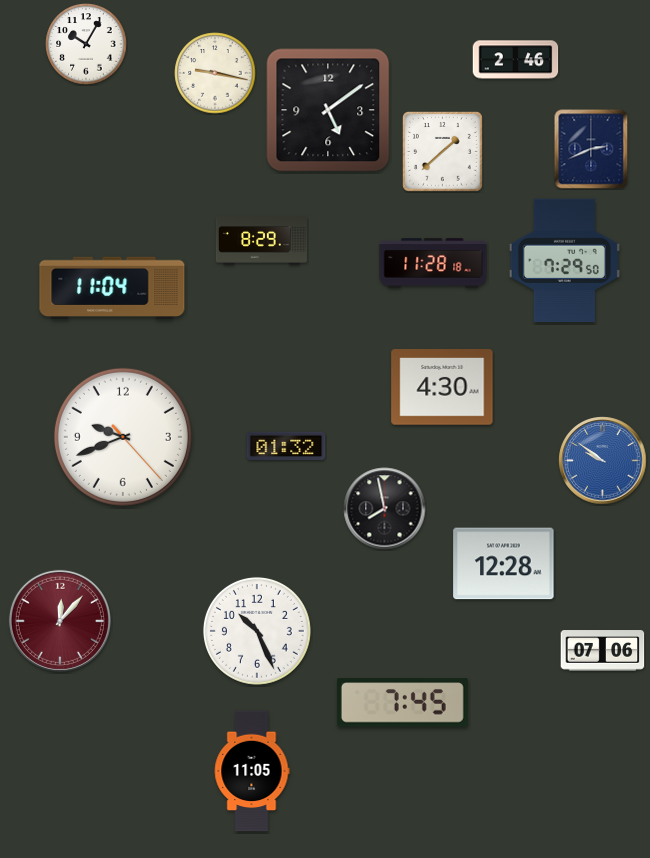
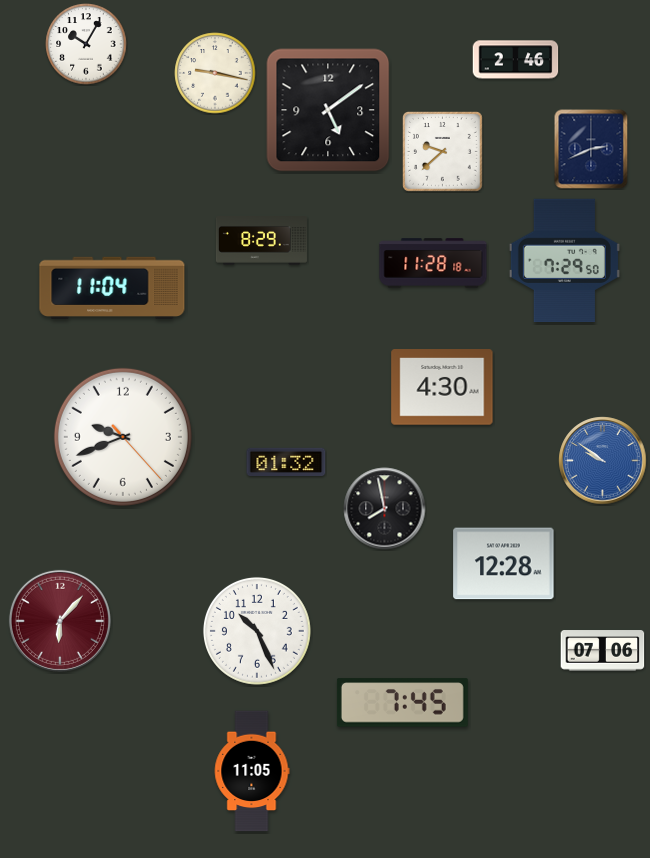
clock at (443, 152): 1:38 -> 9:38
clock at (286, 446) position: (286, 446) -> (286, 462)
clock at (60, 621): 12:07 -> 6:07
